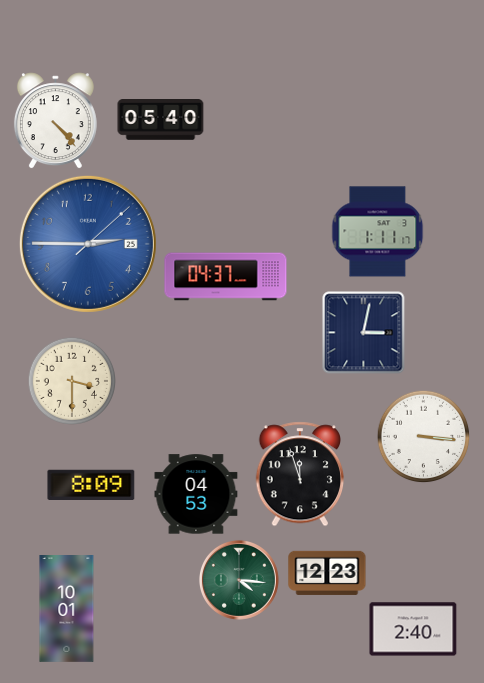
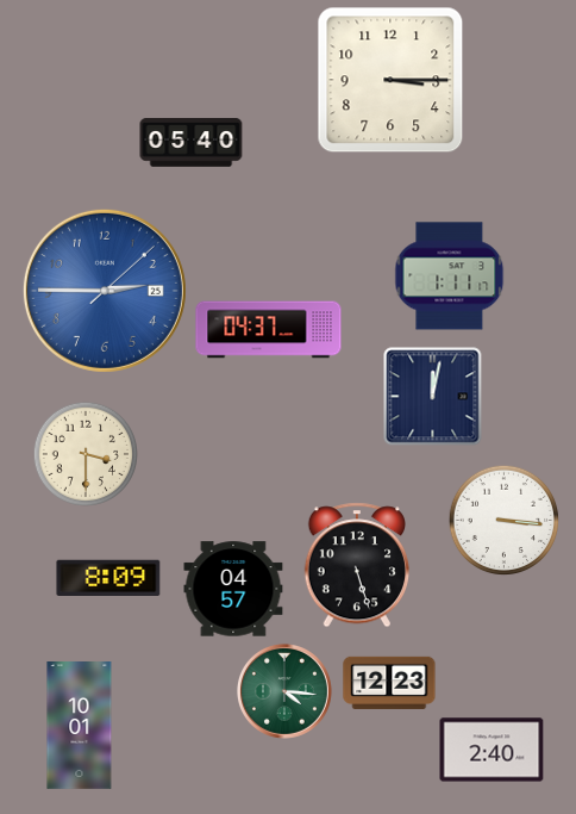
clock at (390, 80): none -> 3:15
clock at (55, 121): 4:23 -> none
clock at (364, 333): 3:02 -> 12:02
clock at (299, 474): 11:57 -> 5:27
clock at (196, 494): 04:53 -> 04:57
